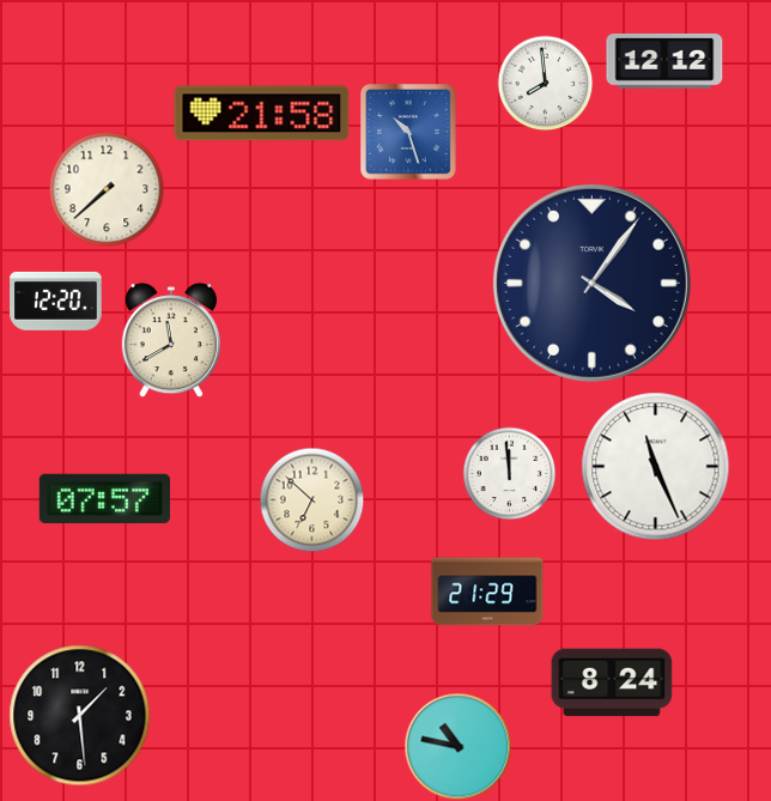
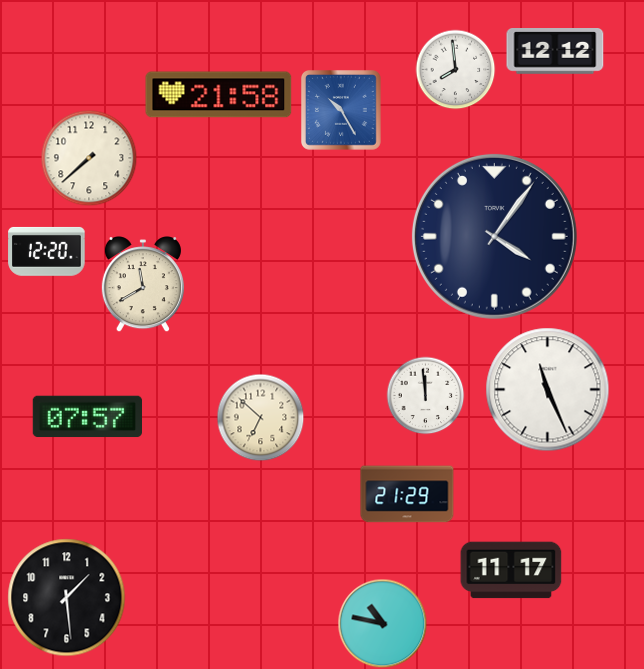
clock at (409, 133): 10:27 -> 10:25
clock at (612, 682): 8:24 -> 11:17
